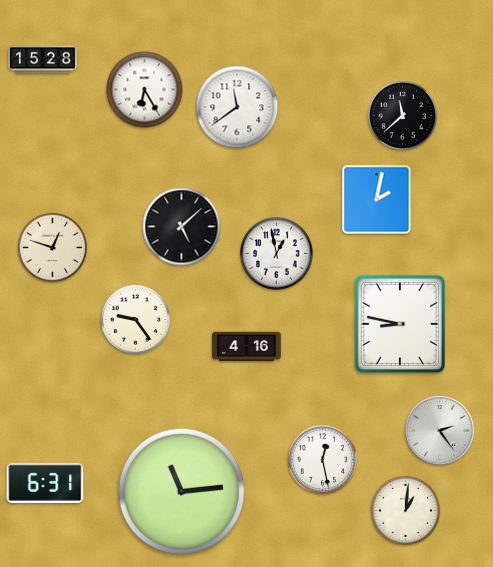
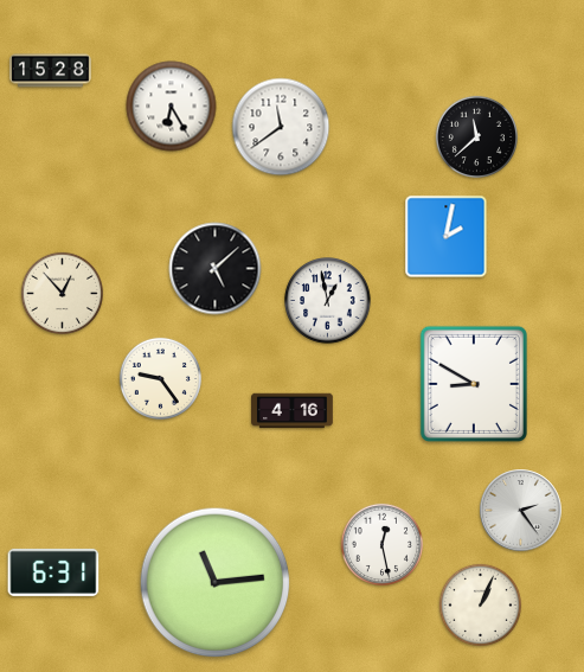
clock at (52, 247): 12:48 -> 12:53
clock at (400, 324): 8:47 -> 8:50
clock at (405, 510): 1:01 -> 1:04
